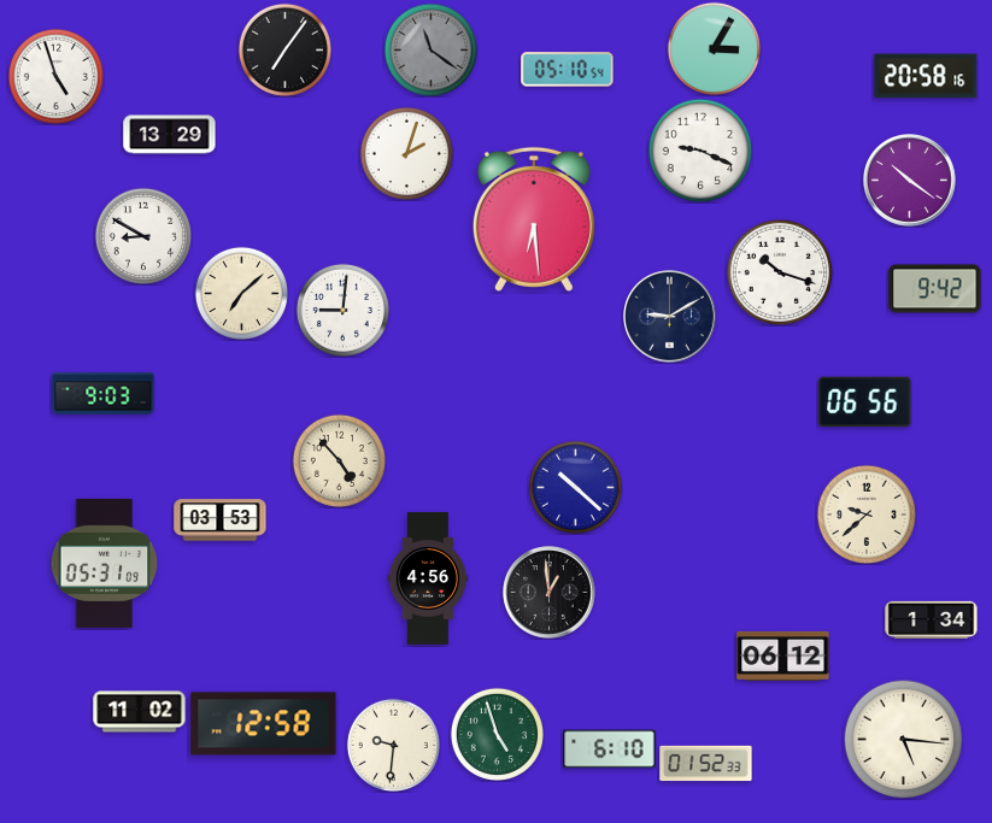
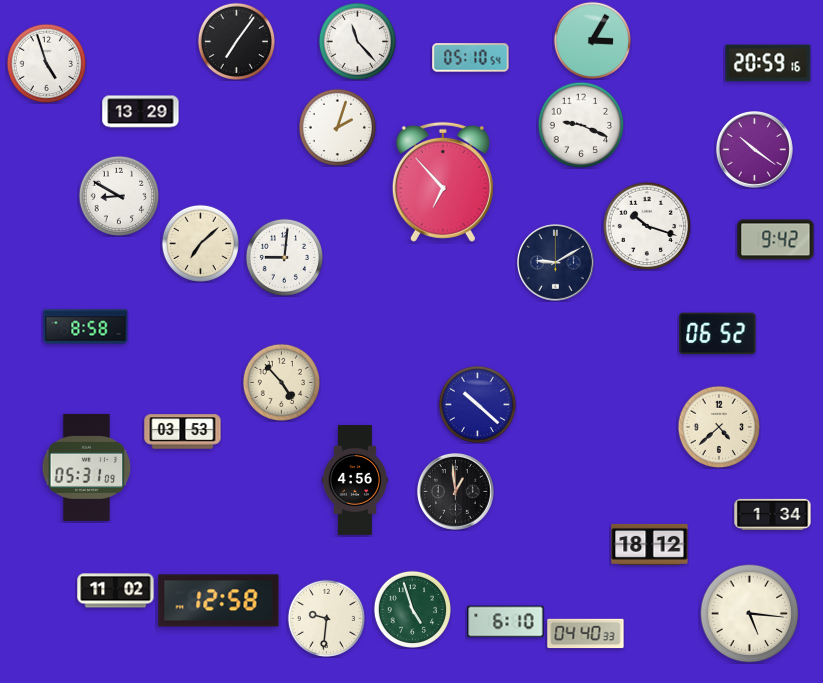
clock at (430, 49): 11:21 -> 11:23
clock at (430, 49) dial: grey -> white
clock at (926, 76): 20:58 -> 20:59
clock at (534, 219): 6:29 -> 6:53
clock at (104, 394): 9:03 -> 8:58
clock at (865, 402): 06:56 -> 06:52
clock at (865, 513): 9:38 -> 4:38
clock at (783, 656): 06:12 -> 18:12
clock at (706, 764): 01:52 -> 04:40
